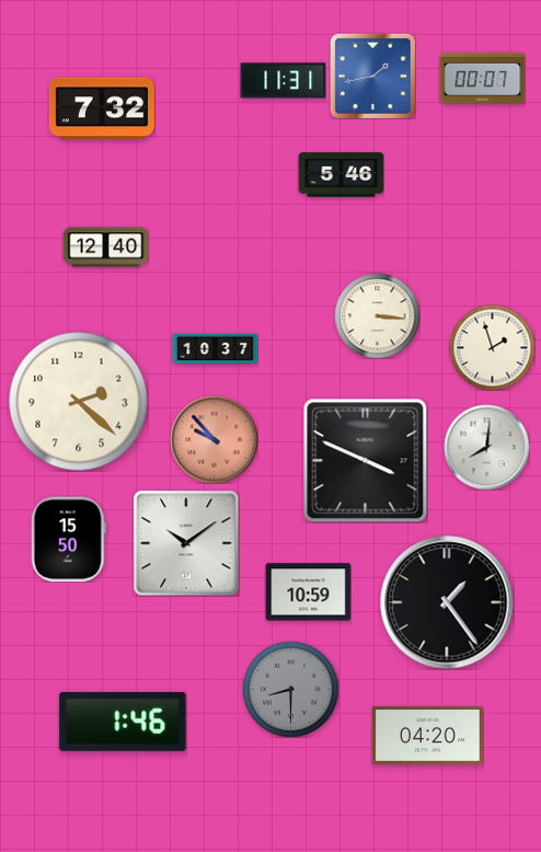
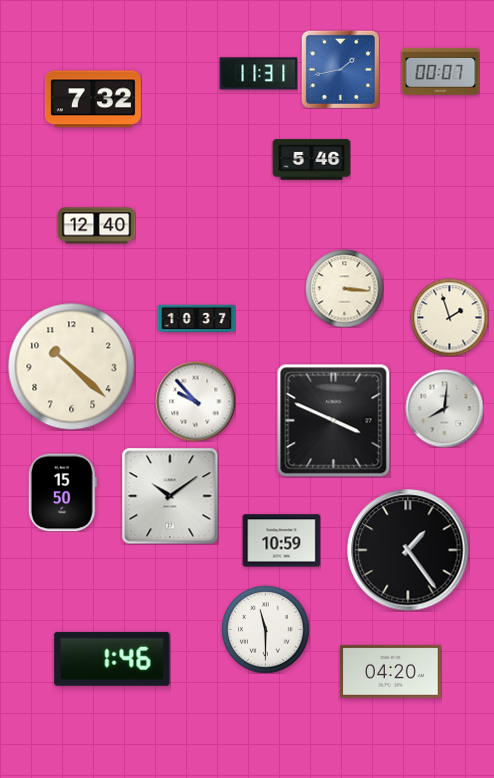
clock at (78, 401): 2:22 -> 10:22
clock at (214, 439) dial: salmon -> white
clock at (290, 689): 8:30 -> 11:30
clock at (290, 689) dial: grey -> white
